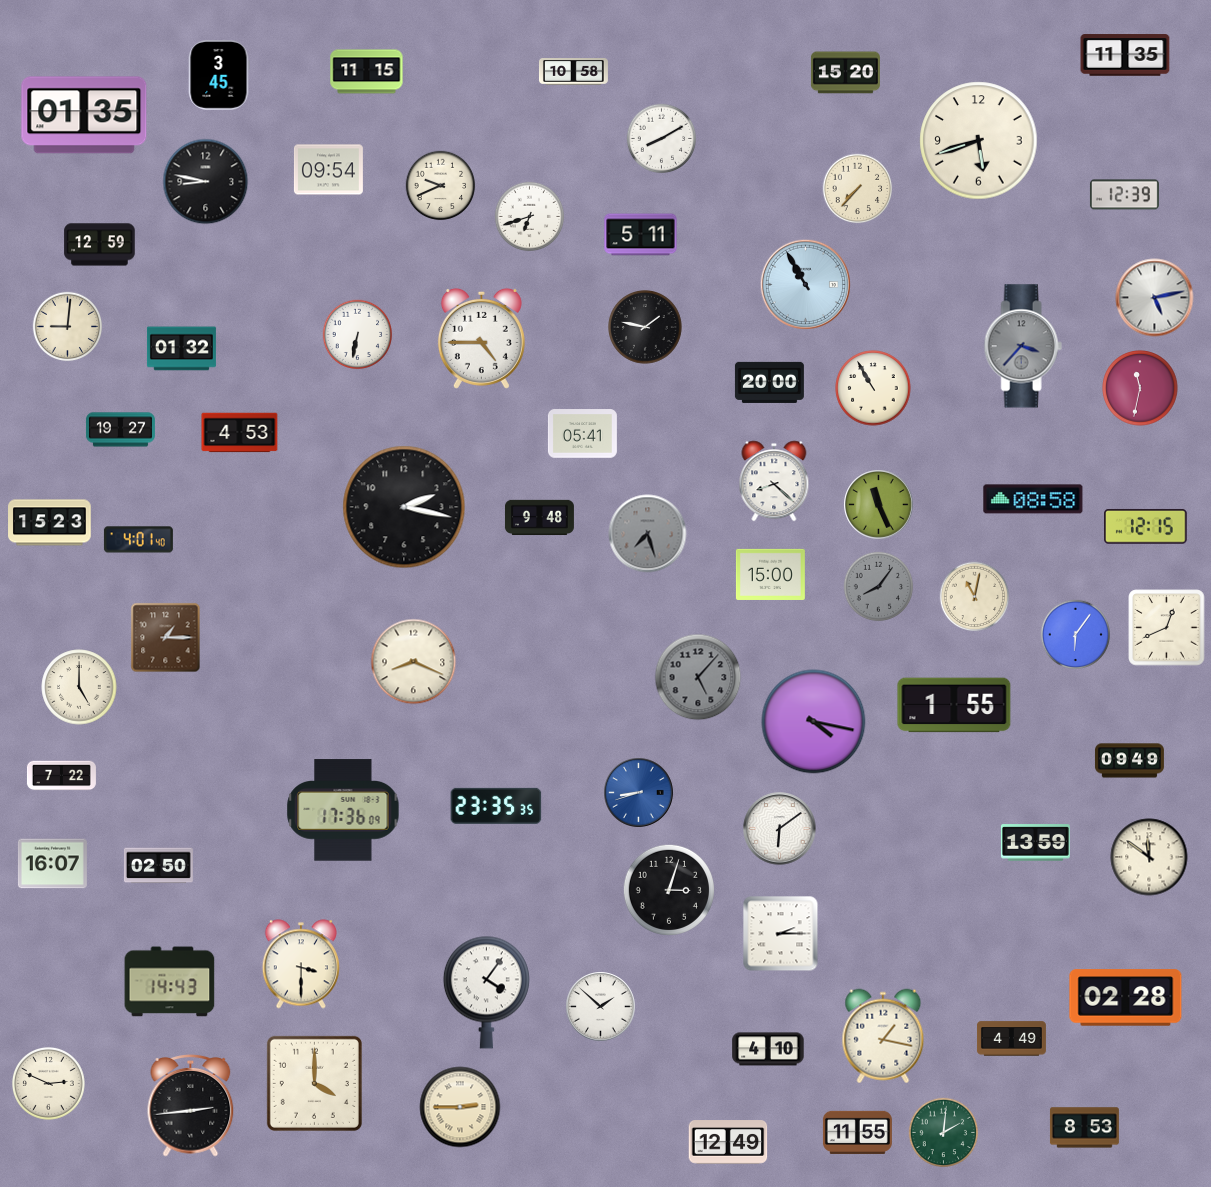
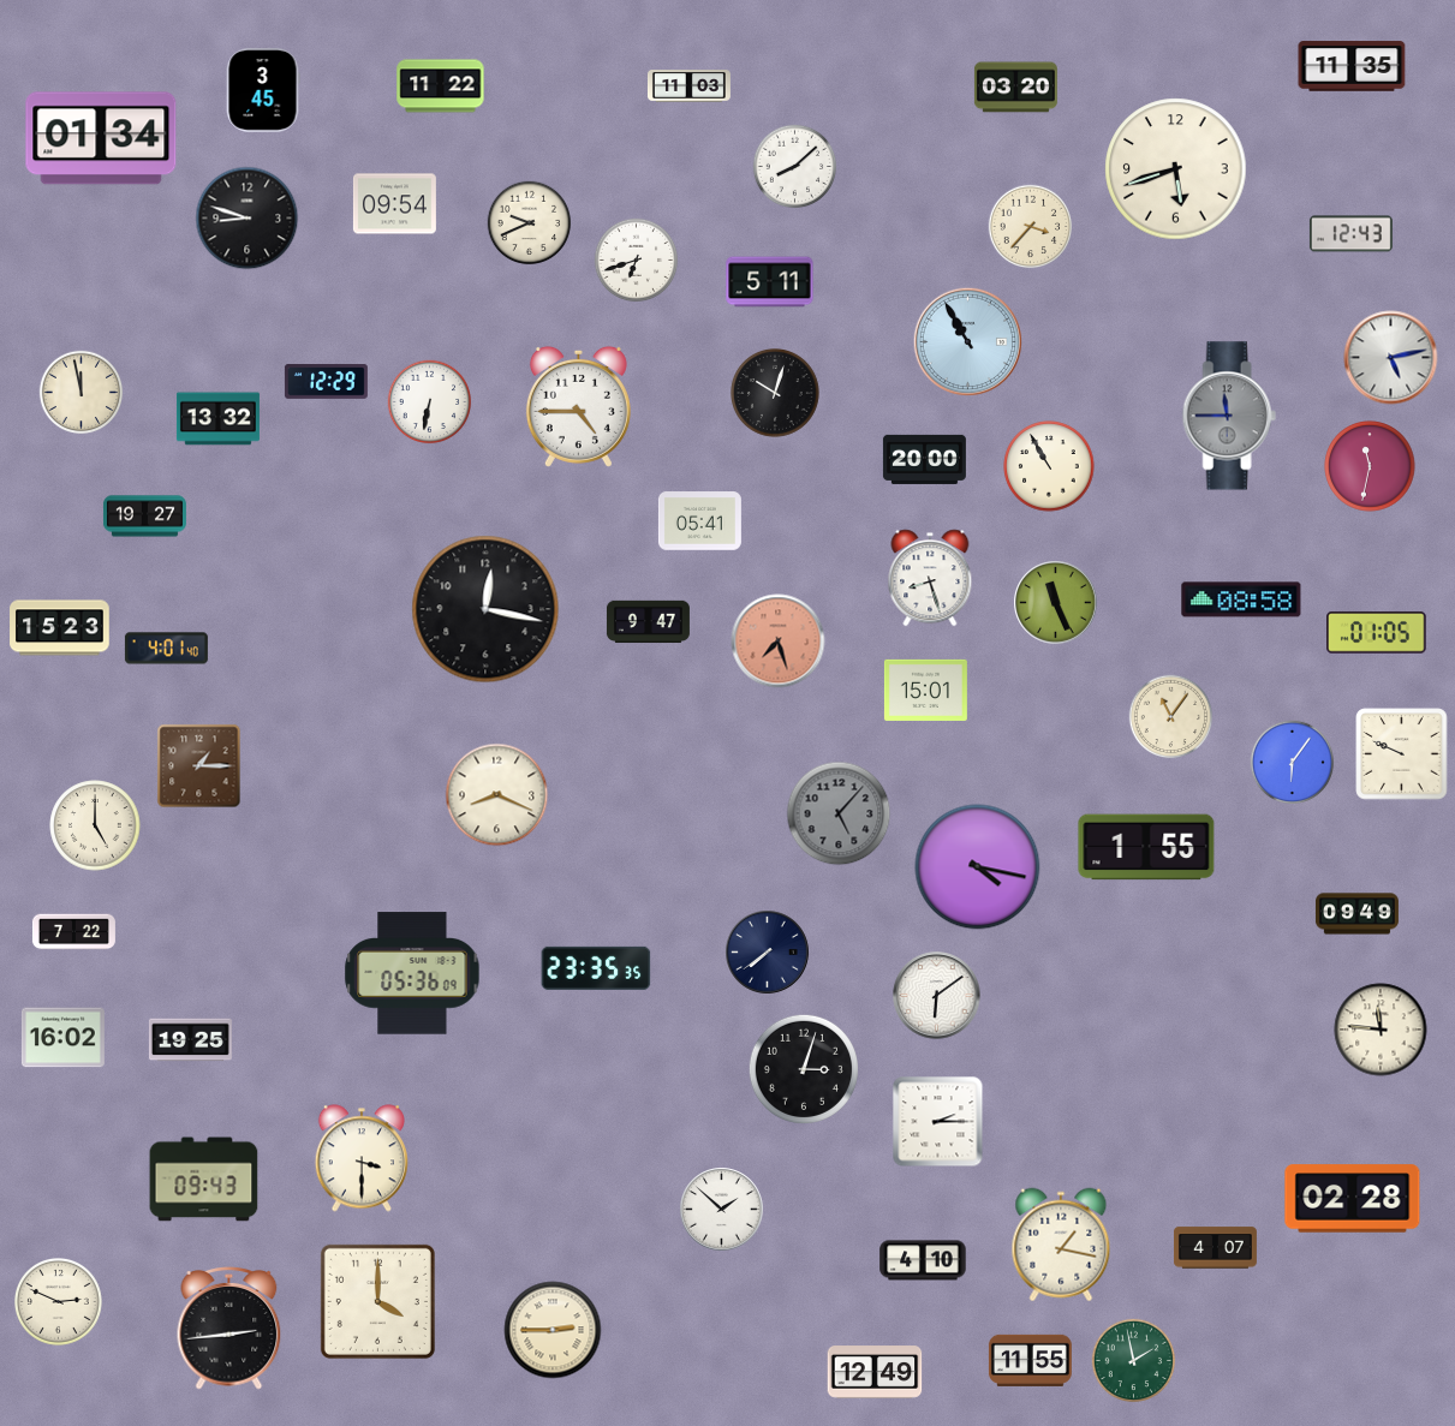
clock at (367, 72): 11:15 -> 11:22
clock at (573, 72): 10:58 -> 11:03
clock at (845, 73): 15:20 -> 03:20
clock at (84, 115): 01:35 -> 01:34
clock at (662, 139): 8:10 -> 8:08
clock at (206, 182): 8:47 -> 8:48
clock at (858, 189): 7:37 -> 3:37
clock at (1124, 195): 12:39 -> 12:43
clock at (100, 245): 12:59 -> none
clock at (1155, 298) position: (1155, 298) -> (1391, 358)
clock at (326, 382): none -> 12:29
clock at (68, 327): 9:01 -> 11:58
clock at (646, 328): 1:47 -> 10:03
clock at (1023, 346): 3:37 -> 11:45
clock at (181, 349): 01:32 -> 13:32
clock at (240, 433): 4:53 -> none
clock at (774, 481): 8:22 -> 8:27
clock at (879, 505) position: (879, 505) -> (1056, 603)
clock at (404, 507): 2:17 -> 12:17
clock at (539, 518): 9:48 -> 9:47
clock at (1146, 527): 12:15 -> 01:05
clock at (648, 534) dial: grey -> salmon
clock at (770, 574): 15:00 -> 15:01
clock at (879, 587): 8:06 -> none
clock at (975, 597): 11:02 -> 11:06
clock at (1167, 628): 12:41 -> 9:49
clock at (639, 793): 8:42 -> 7:39
clock at (639, 793) dial: blue -> navy
clock at (343, 810): 17:36 -> 05:36
clock at (1035, 843): 13:59 -> none
clock at (1149, 857): 11:51 -> 11:46
clock at (52, 864): 16:07 -> 16:02
clock at (158, 866): 02:50 -> 19:25
clock at (170, 982): 14:43 -> 09:43
clock at (486, 992): 4:06 -> none
clock at (1011, 1039): 4:49 -> 4:07
clock at (1084, 1128): 8:53 -> none
clock at (944, 1133): 2:01 -> 1:58
